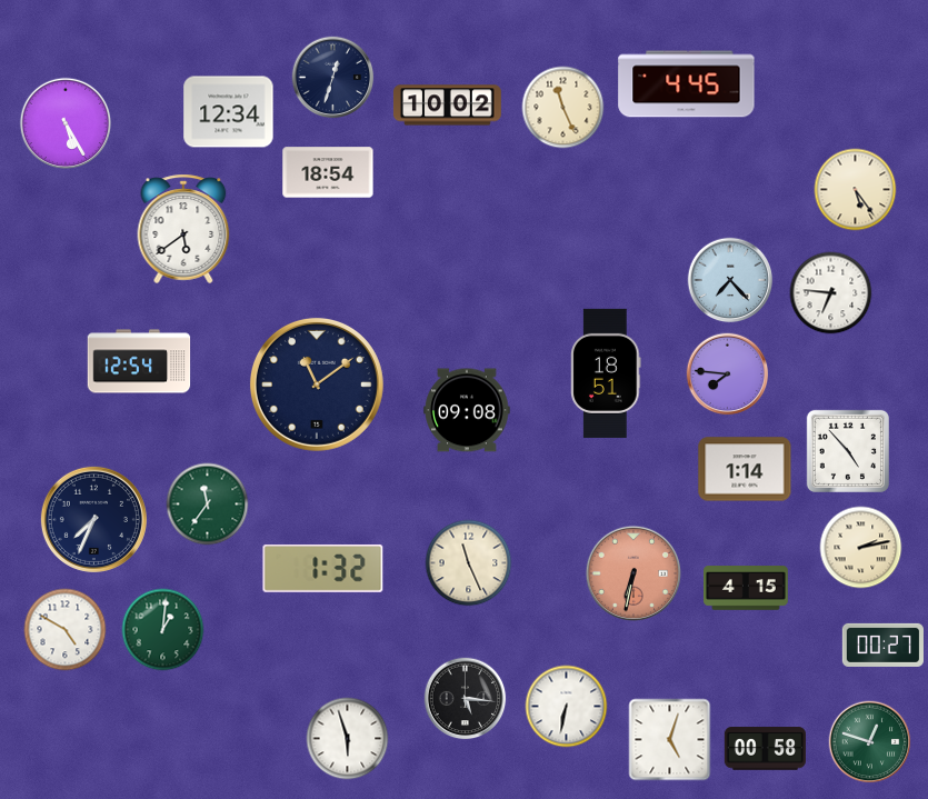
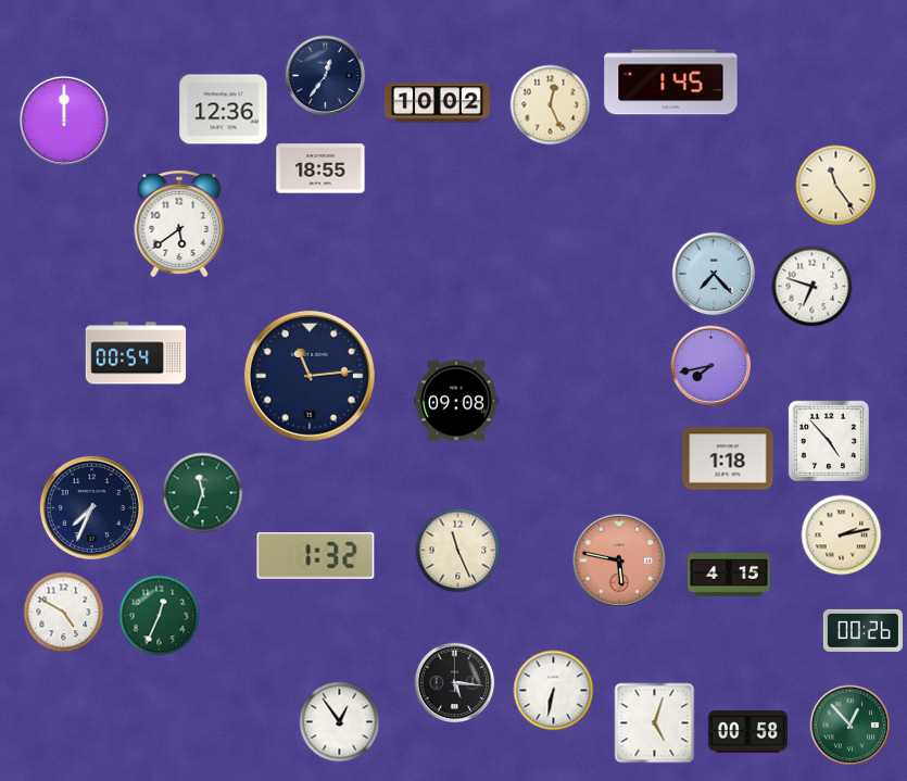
clock at (333, 78): 12:33 -> 12:36
clock at (687, 84): 4:45 -> 1:45
clock at (563, 108): 11:26 -> 12:26
clock at (229, 112): 12:34 -> 12:36
clock at (66, 123): 5:25 -> 12:00
clock at (328, 172): 18:54 -> 18:55
clock at (856, 190): 5:24 -> 11:24
clock at (831, 293): 6:46 -> 6:48
clock at (139, 361): 12:54 -> 00:54
clock at (606, 373): 18:51 -> none
clock at (728, 374): 7:46 -> 7:43
clock at (317, 384): 11:09 -> 11:14
clock at (745, 469): 1:14 -> 1:18
clock at (208, 505): 11:36 -> 11:33
clock at (632, 572): 6:32 -> 5:47
clock at (66, 630) position: (66, 630) -> (64, 613)
clock at (163, 630): 1:01 -> 12:34
clock at (882, 645): 00:27 -> 00:26
clock at (348, 739): 5:57 -> 12:54
clock at (870, 742): 12:48 -> 12:53
